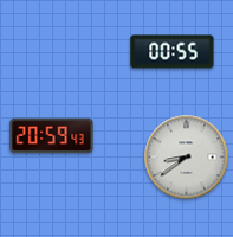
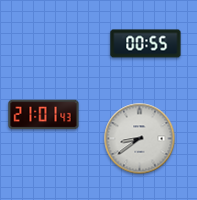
clock at (52, 136): 20:59 -> 21:01
clock at (187, 158) position: (187, 158) -> (140, 139)
